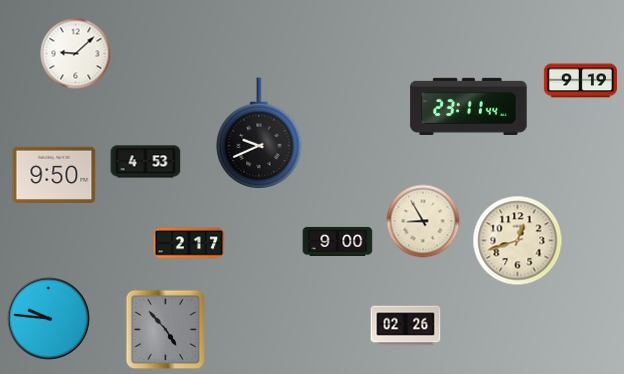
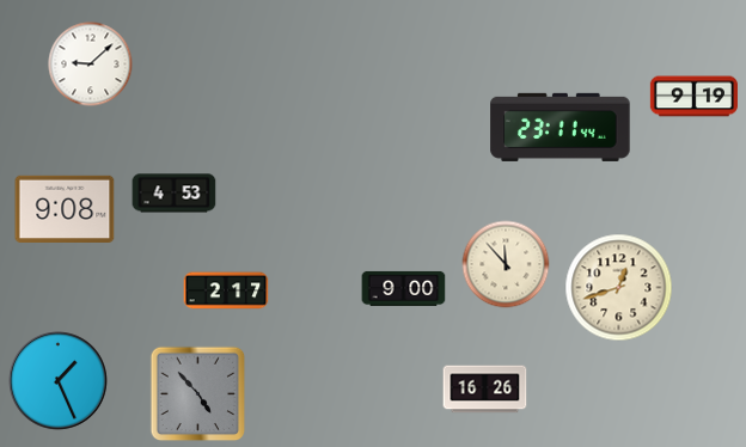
clock at (259, 133): 9:41 -> none
clock at (54, 174): 9:50 -> 9:08
clock at (423, 221): 8:55 -> 11:53
clock at (49, 319): 9:46 -> 1:26
clock at (406, 326): 02:26 -> 16:26
